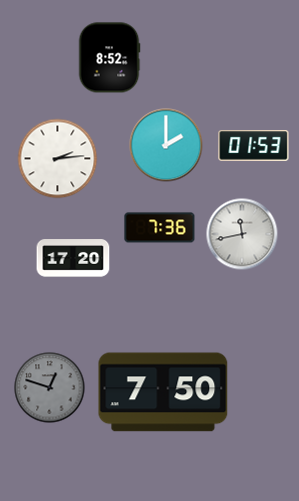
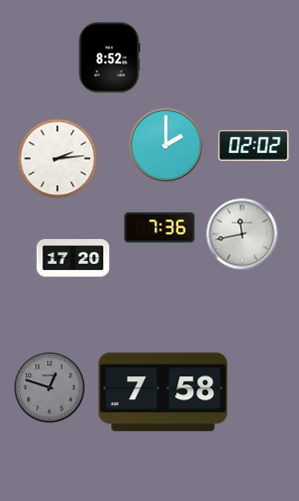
clock at (254, 146): 01:53 -> 02:02
clock at (163, 392): 7:50 -> 7:58
